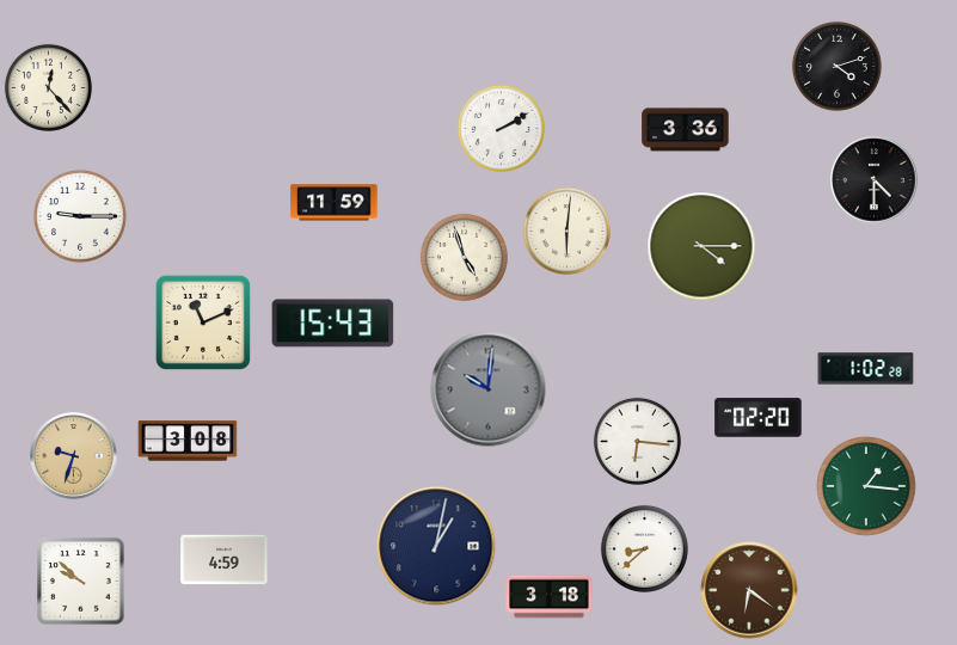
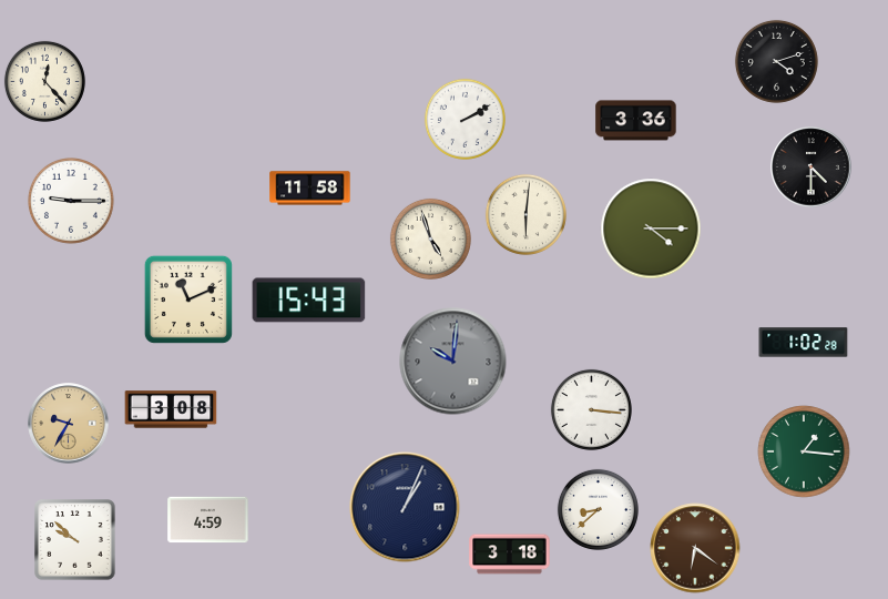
clock at (335, 203): 11:59 -> 11:58
clock at (81, 217) position: (81, 217) -> (72, 202)
clock at (759, 418): 02:20 -> none
clock at (188, 441) position: (188, 441) -> (171, 409)
clock at (637, 441): 6:16 -> 3:16
clock at (74, 456): 9:33 -> 9:35
clock at (436, 546): 1:02 -> 1:04
